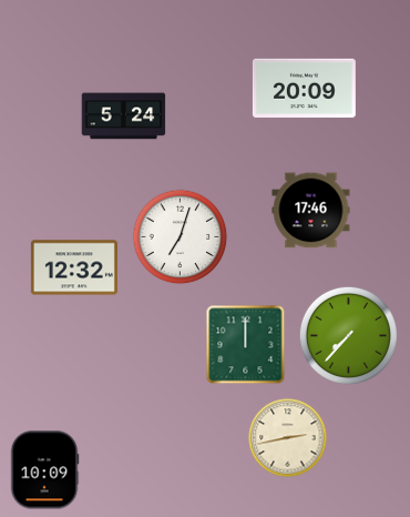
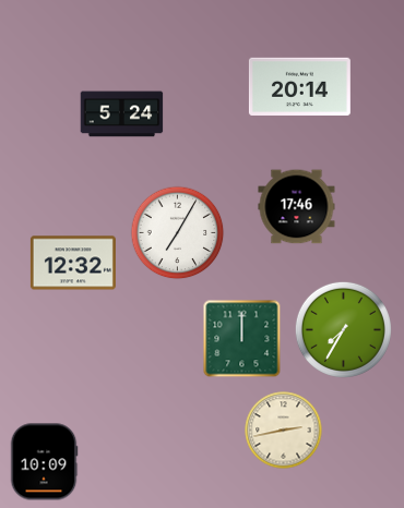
clock at (304, 88): 20:09 -> 20:14
clock at (311, 211) position: (311, 211) -> (297, 207)
clock at (181, 237): 7:03 -> 7:05
clock at (348, 335): 7:37 -> 7:35
